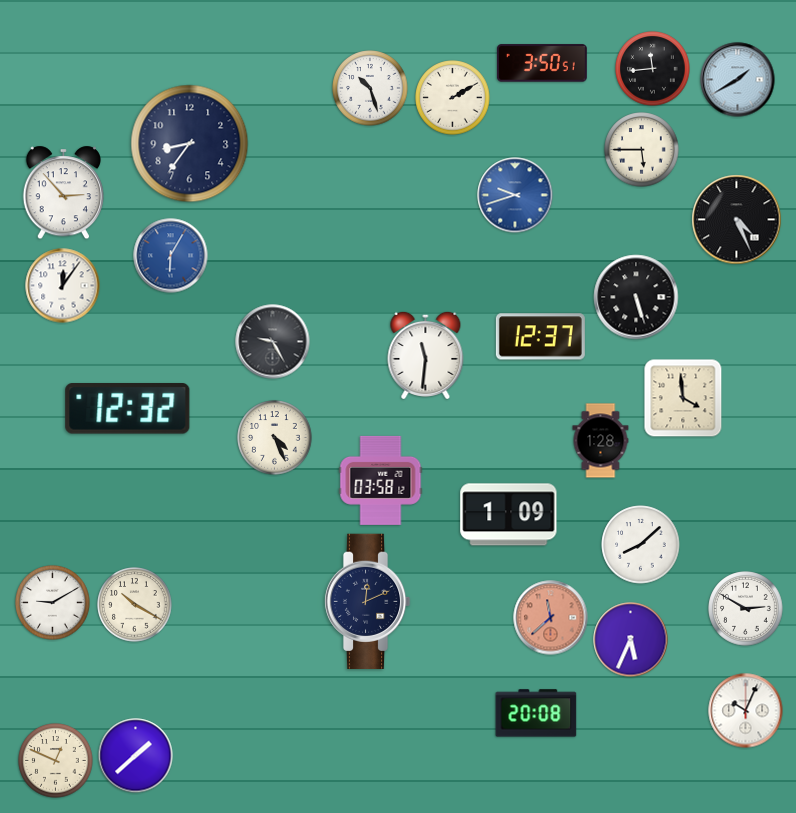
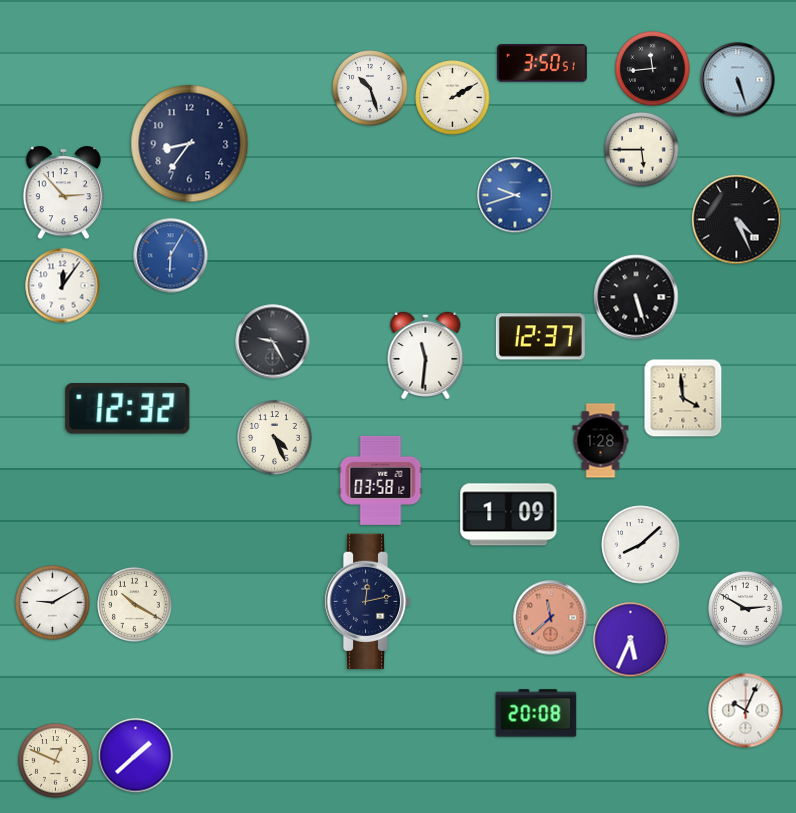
clock at (738, 80): 1:40 -> 5:27
clock at (367, 601): 12:11 -> 12:13
